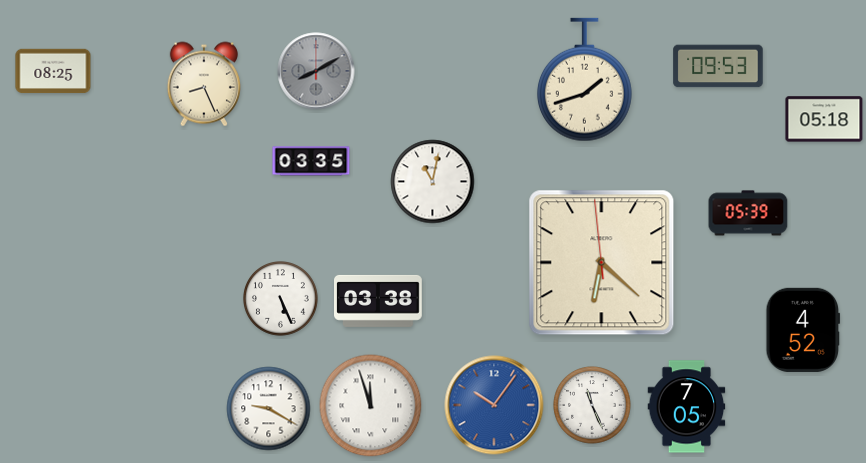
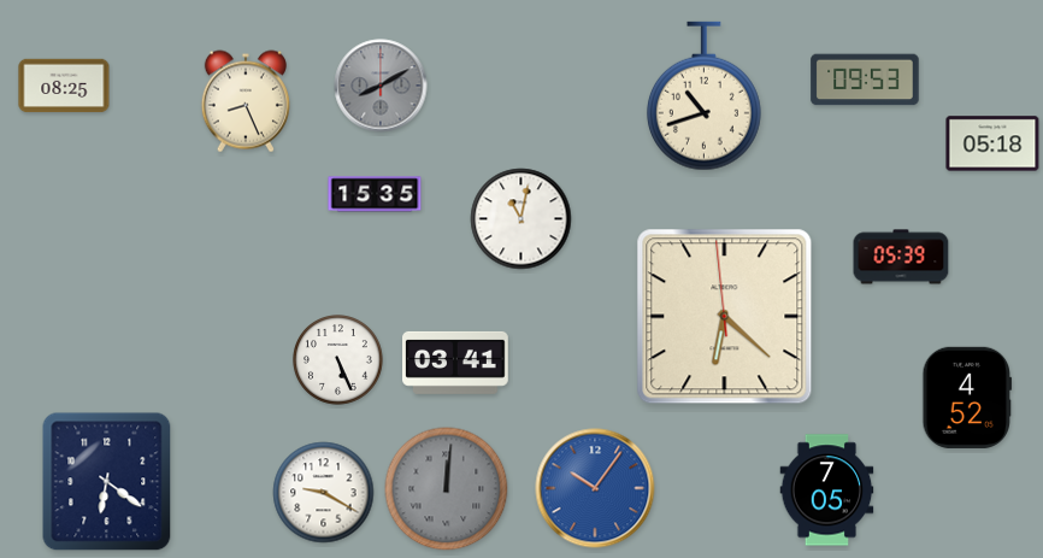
clock at (584, 80): 1:42 -> 10:42
clock at (311, 161): 03:35 -> 15:35
clock at (379, 301): 03:38 -> 03:41
clock at (107, 482): none -> 6:21
clock at (592, 405): 11:26 -> none
clock at (371, 406): 11:57 -> 12:01
clock at (371, 406) dial: white -> grey
